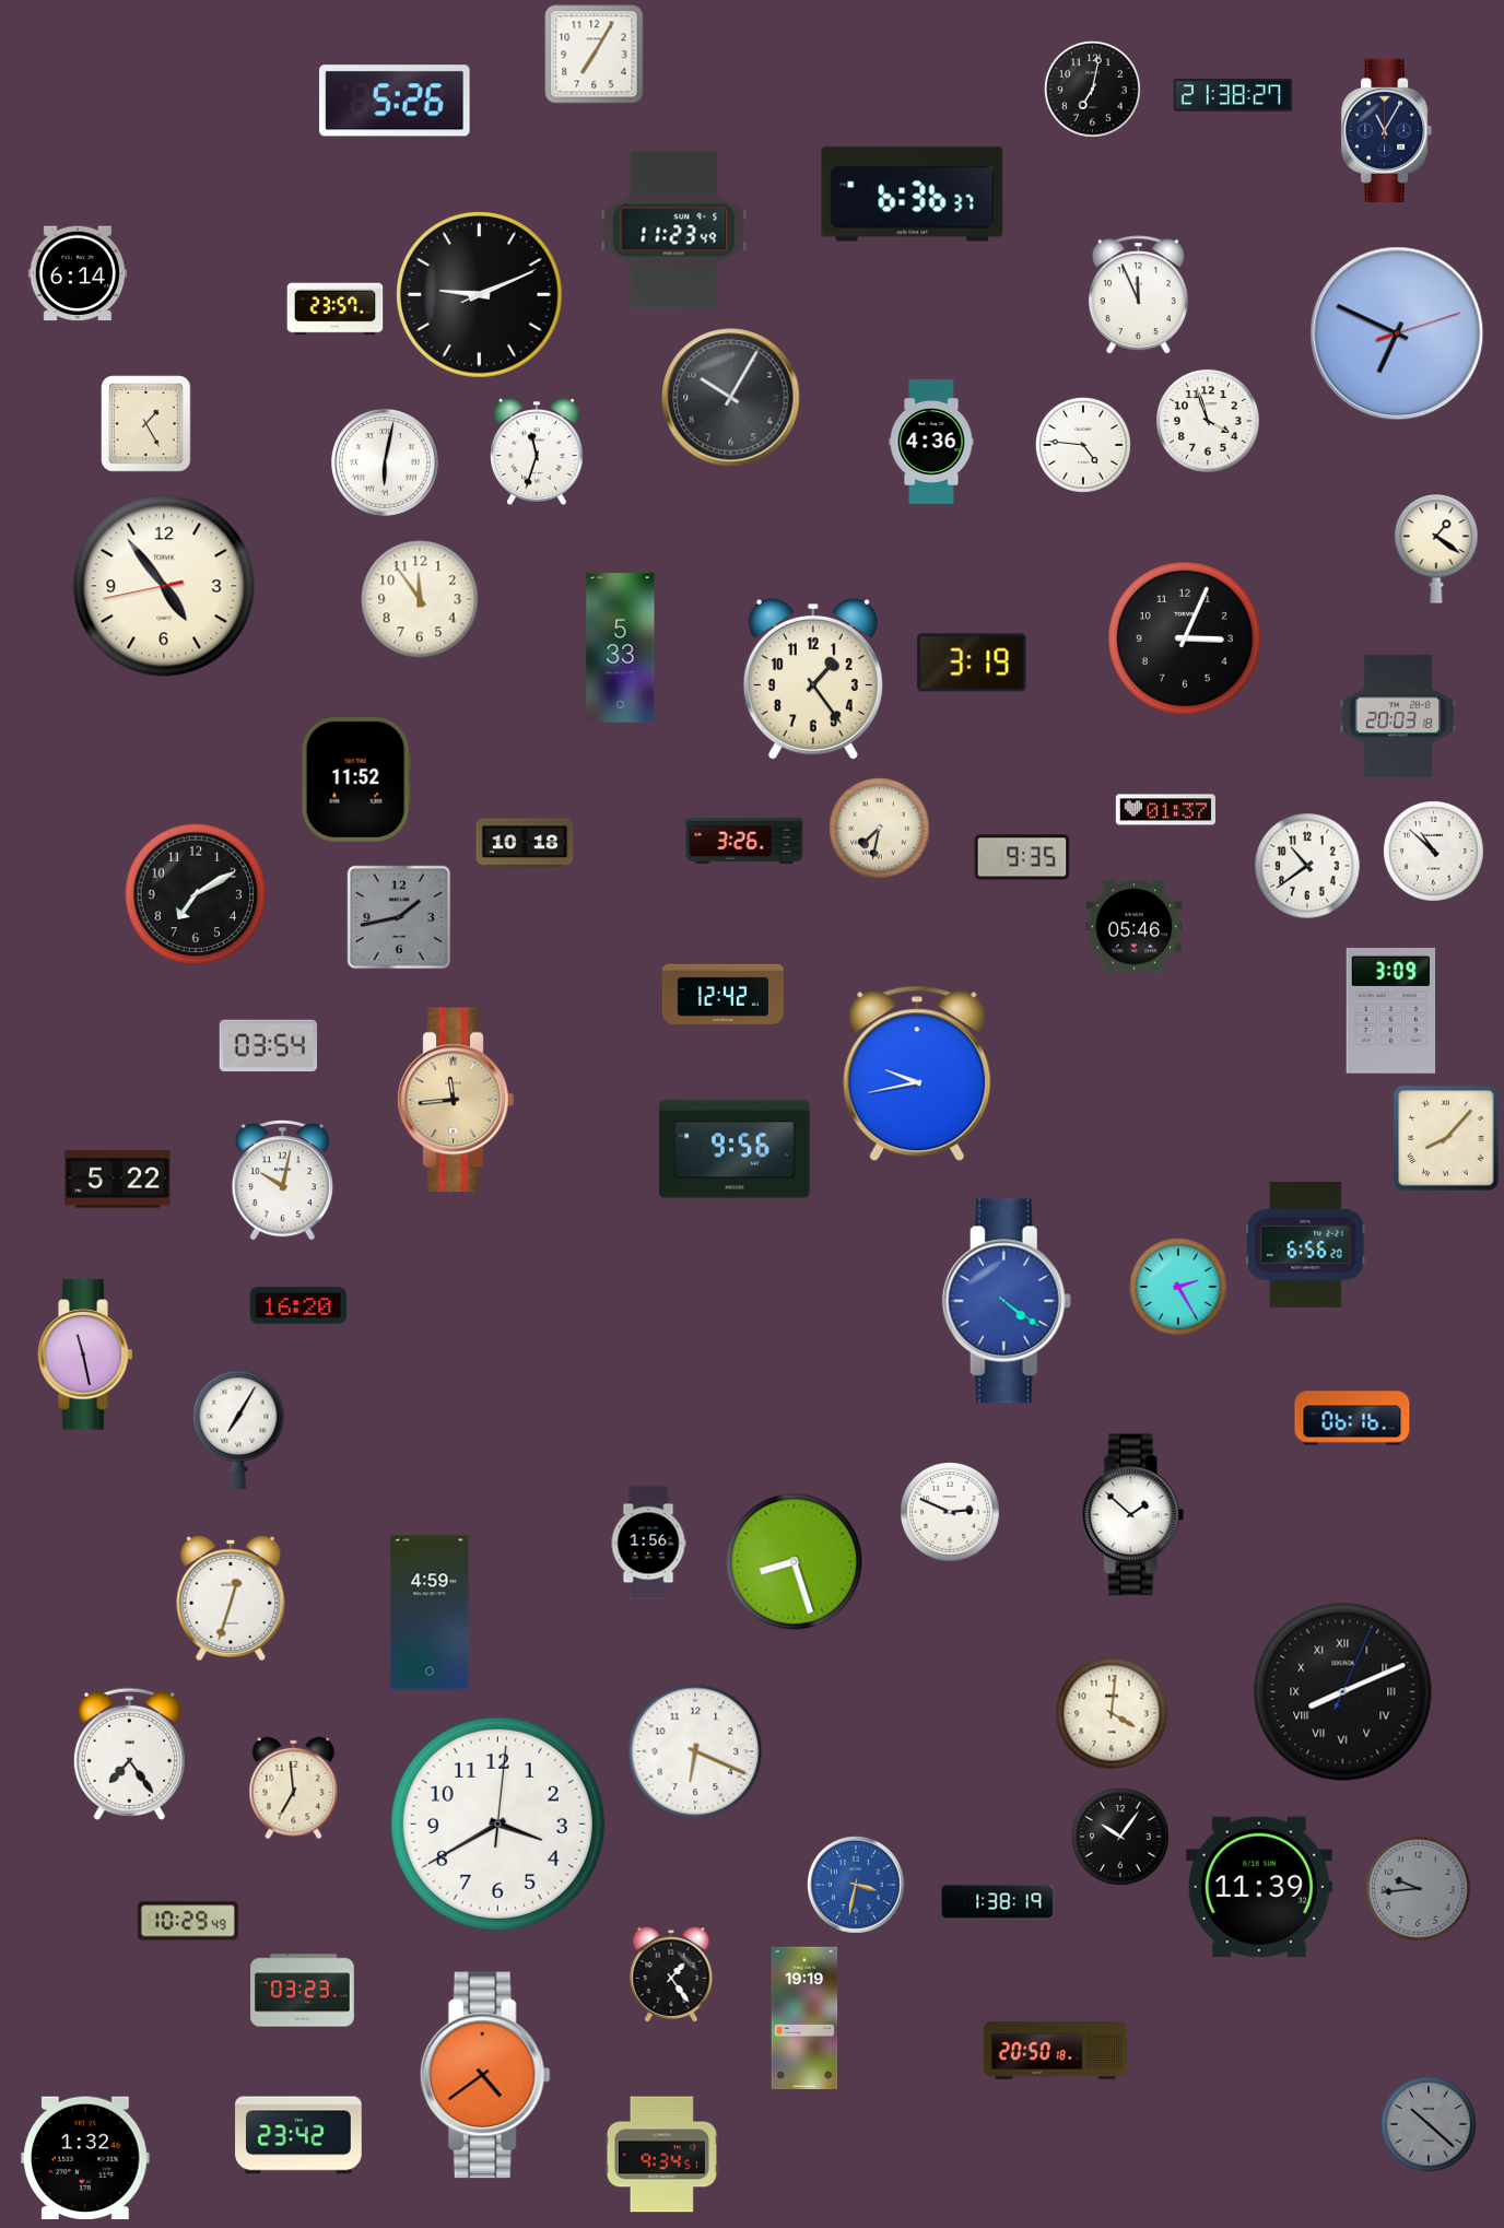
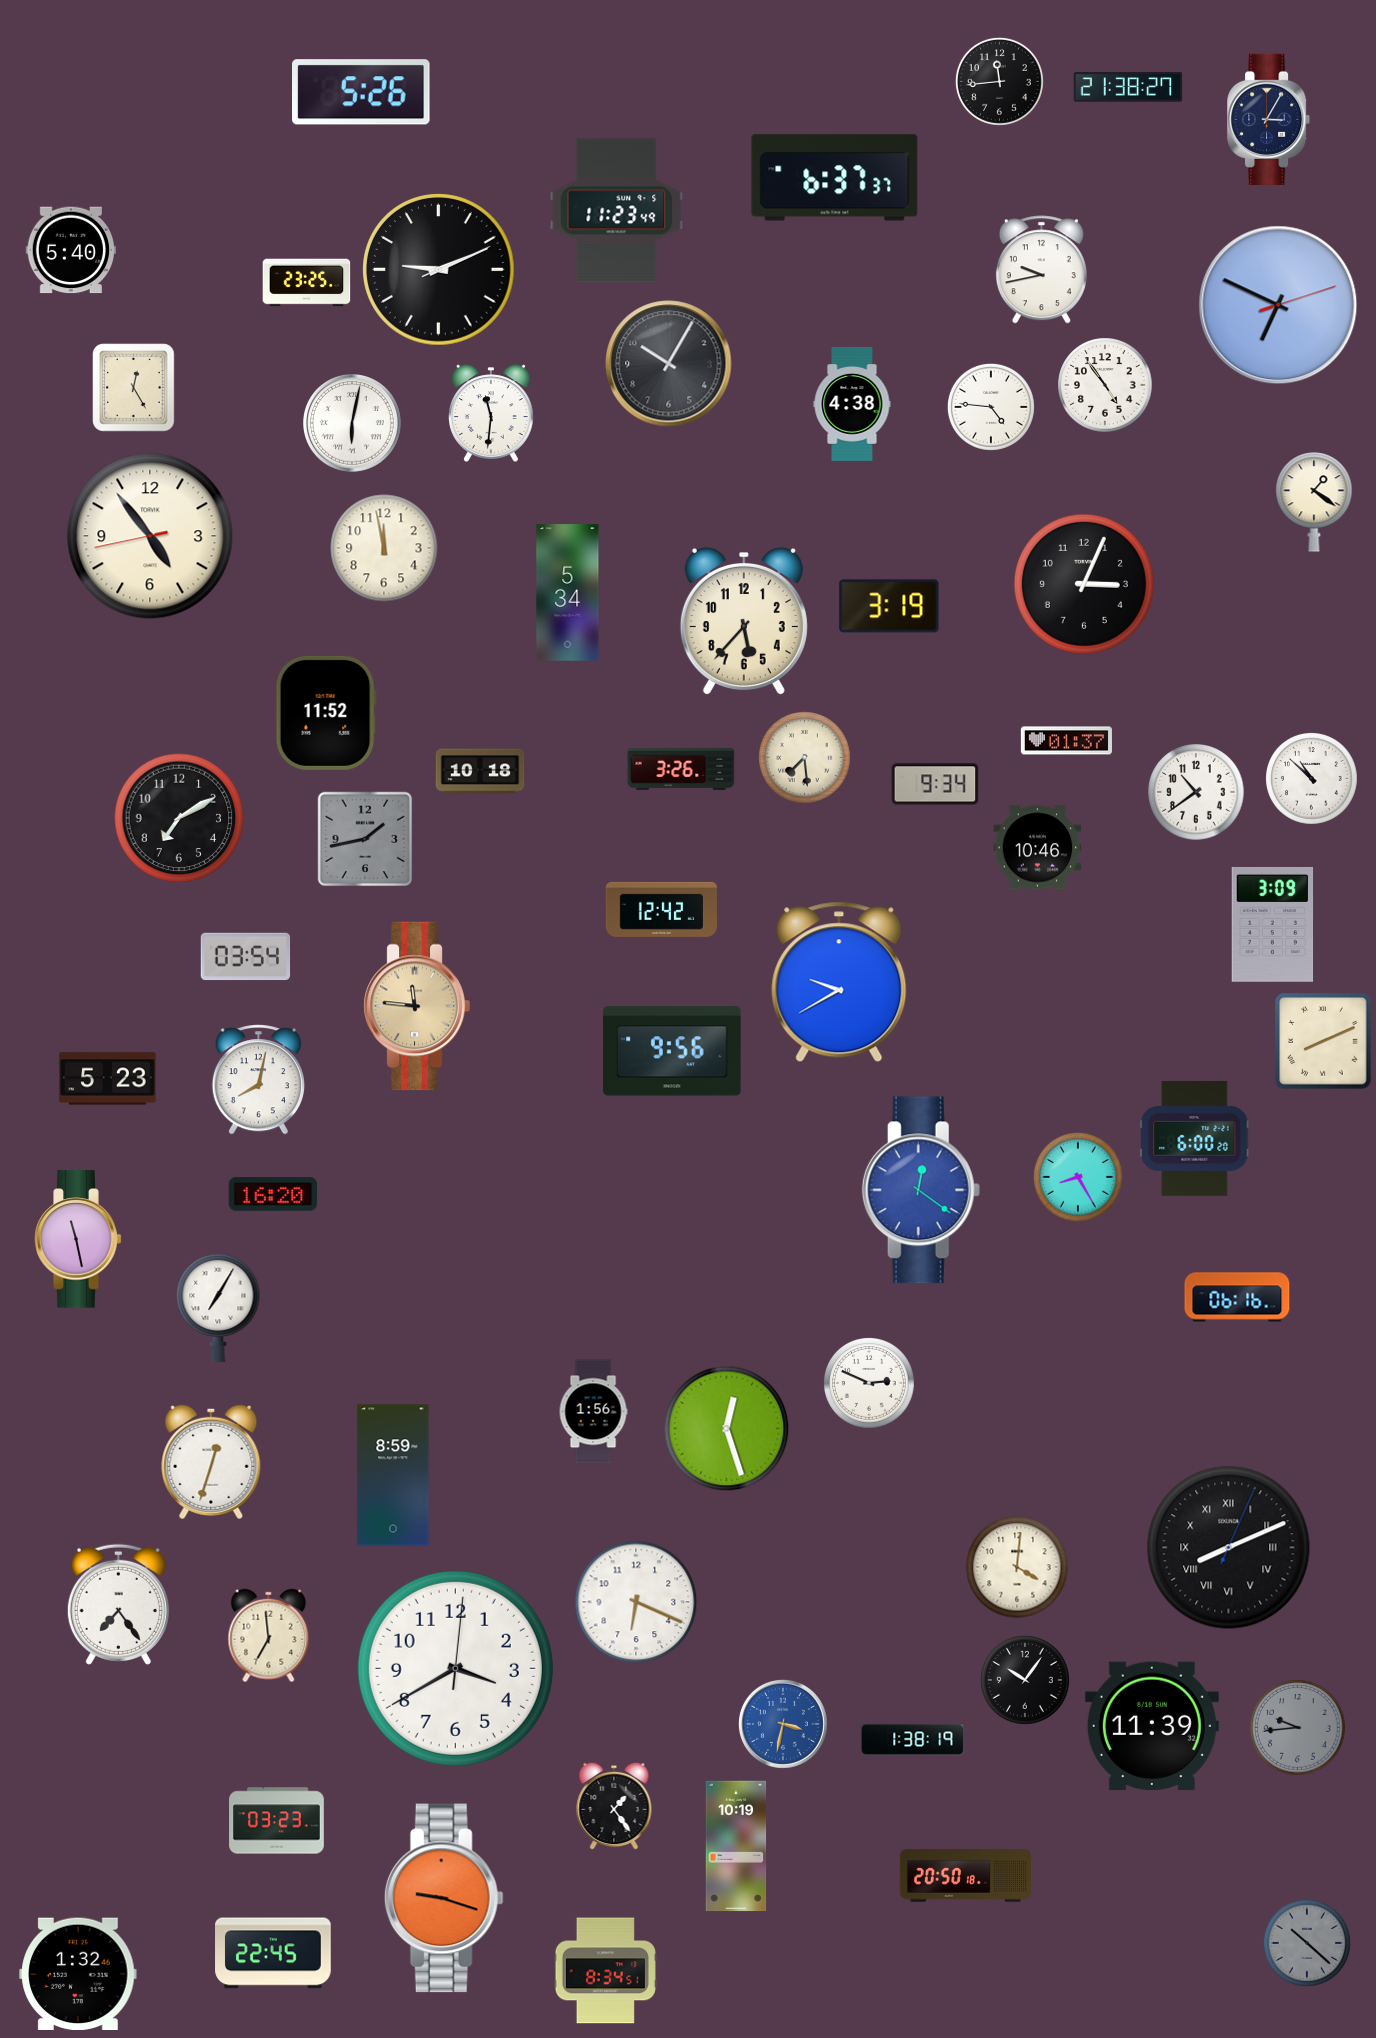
clock at (595, 55): 7:05 -> none
clock at (1092, 89): 7:02 -> 11:44
clock at (1387, 130): 11:05 -> 3:05
clock at (913, 195): 6:36 -> 6:37
clock at (78, 273): 6:14 -> 5:40
clock at (1138, 295): 11:56 -> 9:43
clock at (336, 309): 23:57 -> 23:25
clock at (1208, 421): 3:57 -> 4:54
clock at (146, 424): 1:25 -> 12:25
clock at (931, 442): 4:36 -> 4:38
clock at (538, 452): 11:33 -> 11:31
clock at (420, 599): 11:54 -> 11:58
clock at (621, 648): 5:33 -> 5:34
clock at (813, 679): 1:24 -> 5:37
clock at (1398, 716): 20:03 -> none
clock at (880, 829): 7:32 -> 7:29
clock at (1022, 857): 9:35 -> 9:34
clock at (1135, 927): 05:46 -> 10:46
clock at (917, 1074): 9:43 -> 9:40
clock at (456, 1100): 11:44 -> 11:46
clock at (1446, 1138): 8:07 -> 8:11
clock at (118, 1180): 5:22 -> 5:23
clock at (282, 1181): 10:02 -> 8:02
clock at (1306, 1245): 6:56 -> 6:00
clock at (1178, 1287): 2:25 -> 8:25
clock at (1007, 1301): 4:21 -> 12:21
clock at (1133, 1515): 1:52 -> none
clock at (795, 1562): 8:27 -> 12:27
clock at (430, 1613): 4:59 -> 8:59
clock at (188, 1921): 10:29 -> none
clock at (804, 2018): 19:19 -> 10:19
clock at (485, 2075): 4:39 -> 9:18
clock at (298, 2135): 23:42 -> 22:45
clock at (661, 2155): 9:34 -> 8:34
